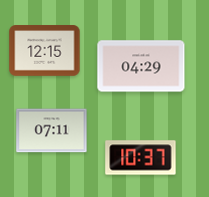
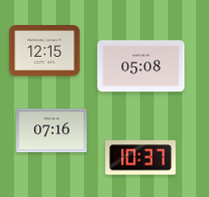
clock at (141, 66): 04:29 -> 05:08
clock at (52, 131): 07:11 -> 07:16
